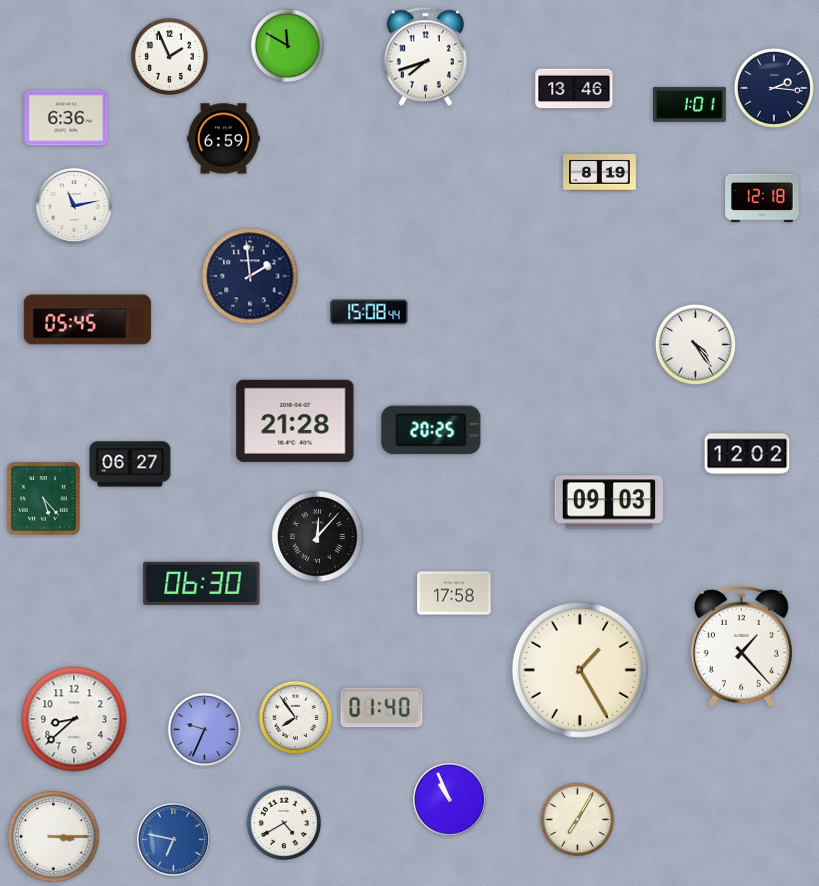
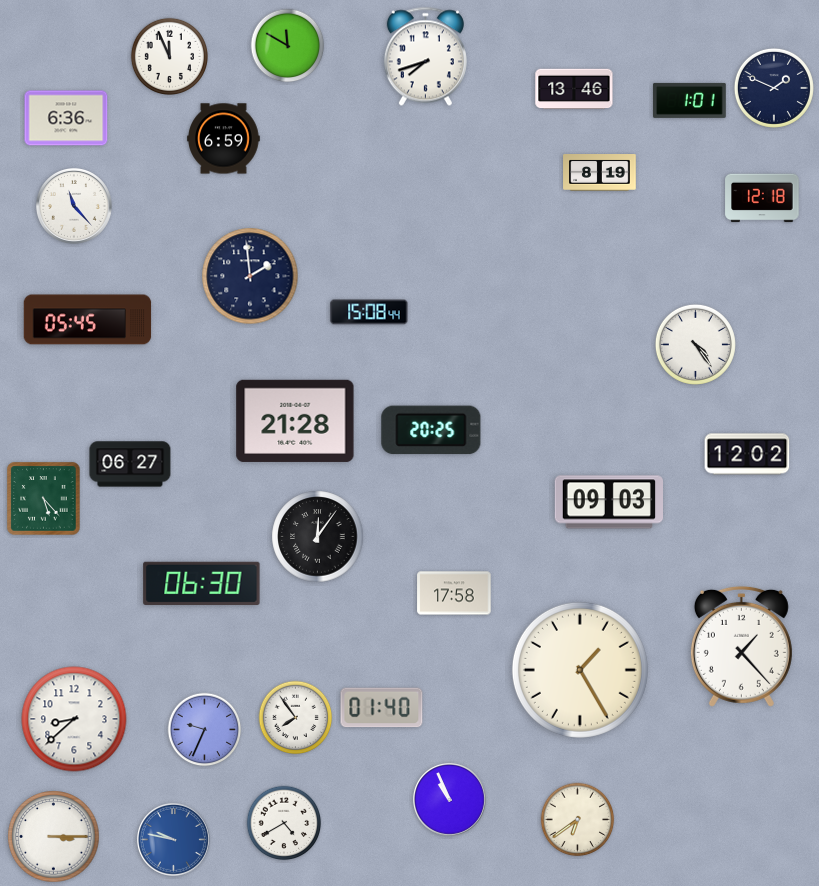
clock at (169, 56): 1:56 -> 11:56
clock at (774, 88): 2:16 -> 1:49
clock at (690, 104) position: (690, 104) -> (690, 100)
clock at (74, 206): 11:13 -> 11:23
clock at (318, 537): 12:07 -> 12:06
clock at (578, 820): 7:05 -> 6:39
clock at (173, 839): 6:47 -> 9:47
